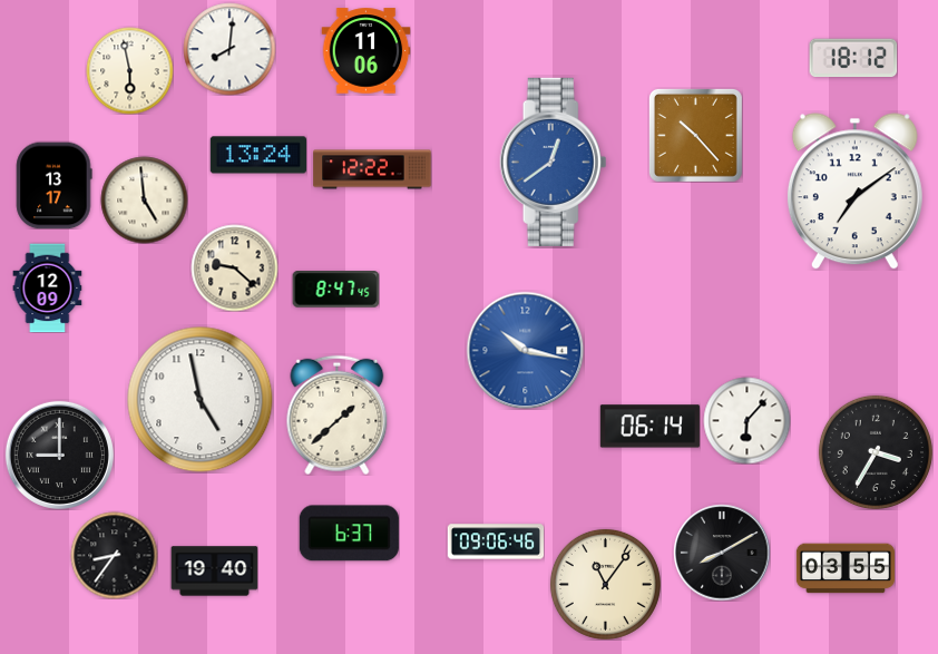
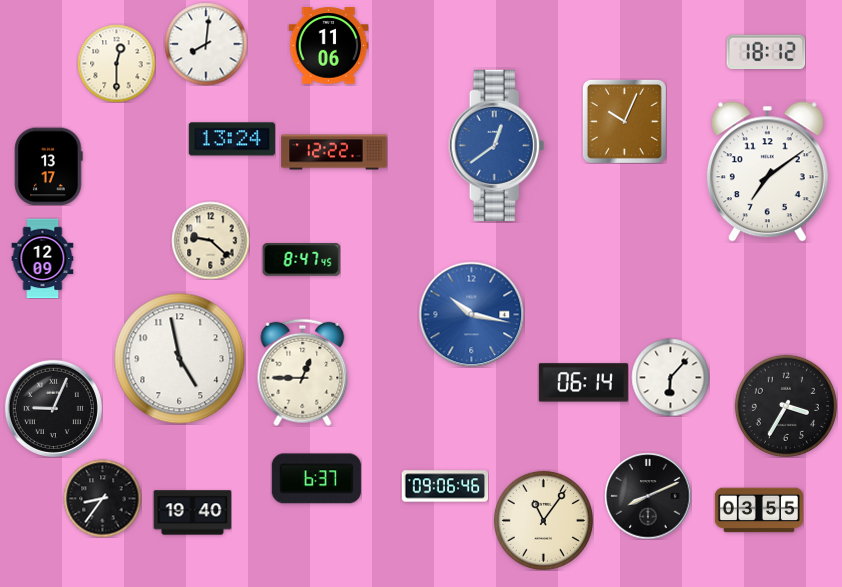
clock at (129, 70): 5:58 -> 12:30
clock at (695, 135): 10:23 -> 10:04
clock at (144, 199): 4:59 -> none
clock at (338, 414): 1:38 -> 12:45
clock at (59, 455): 9:00 -> 9:04
clock at (349, 534) position: (349, 534) -> (316, 479)
clock at (722, 553): 8:10 -> 8:11
clock at (605, 584) position: (605, 584) -> (543, 520)
